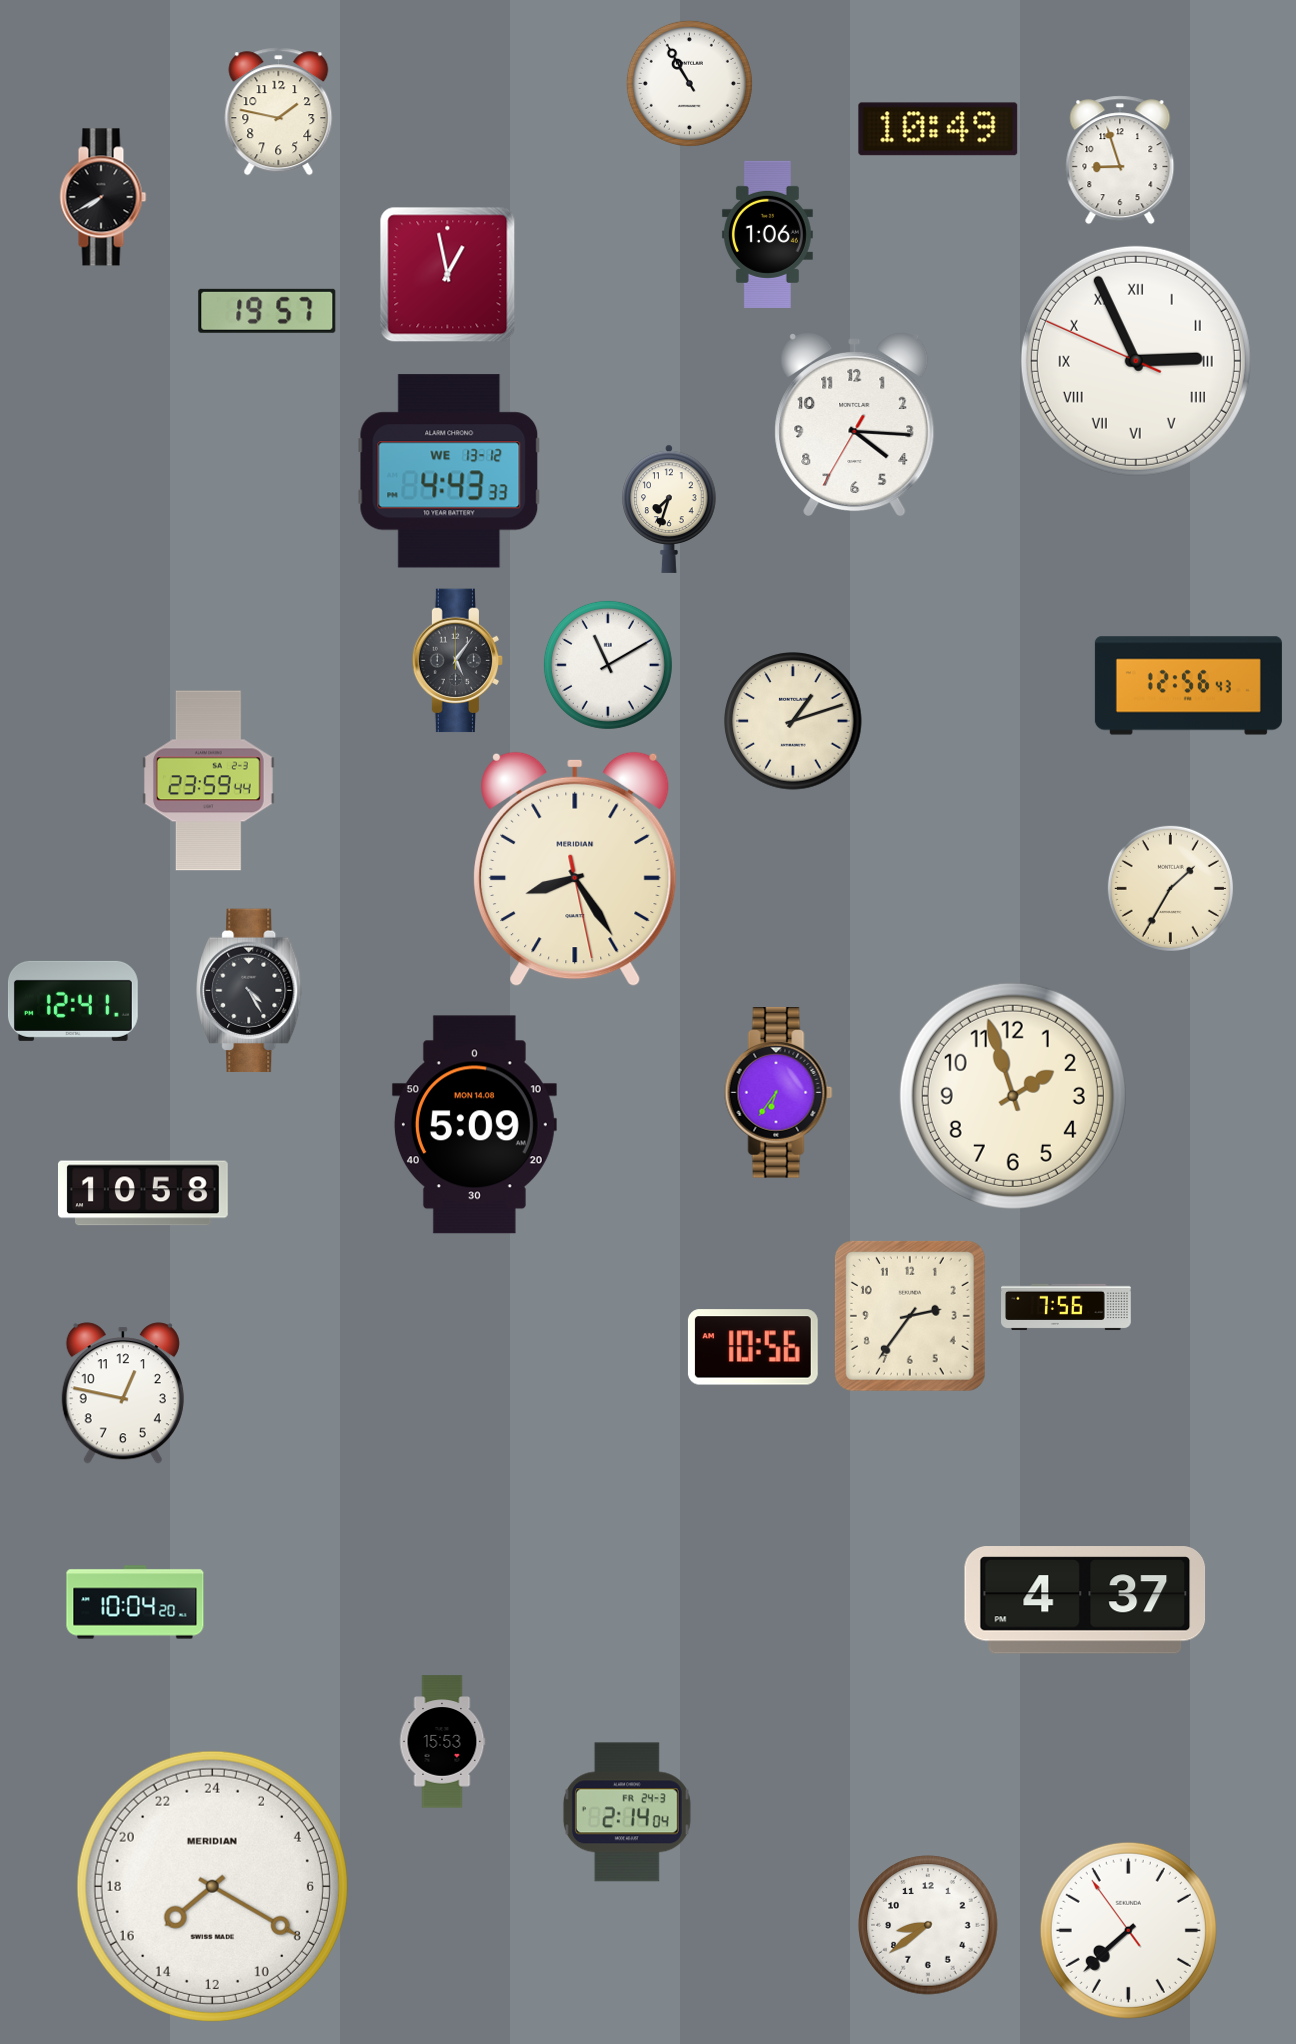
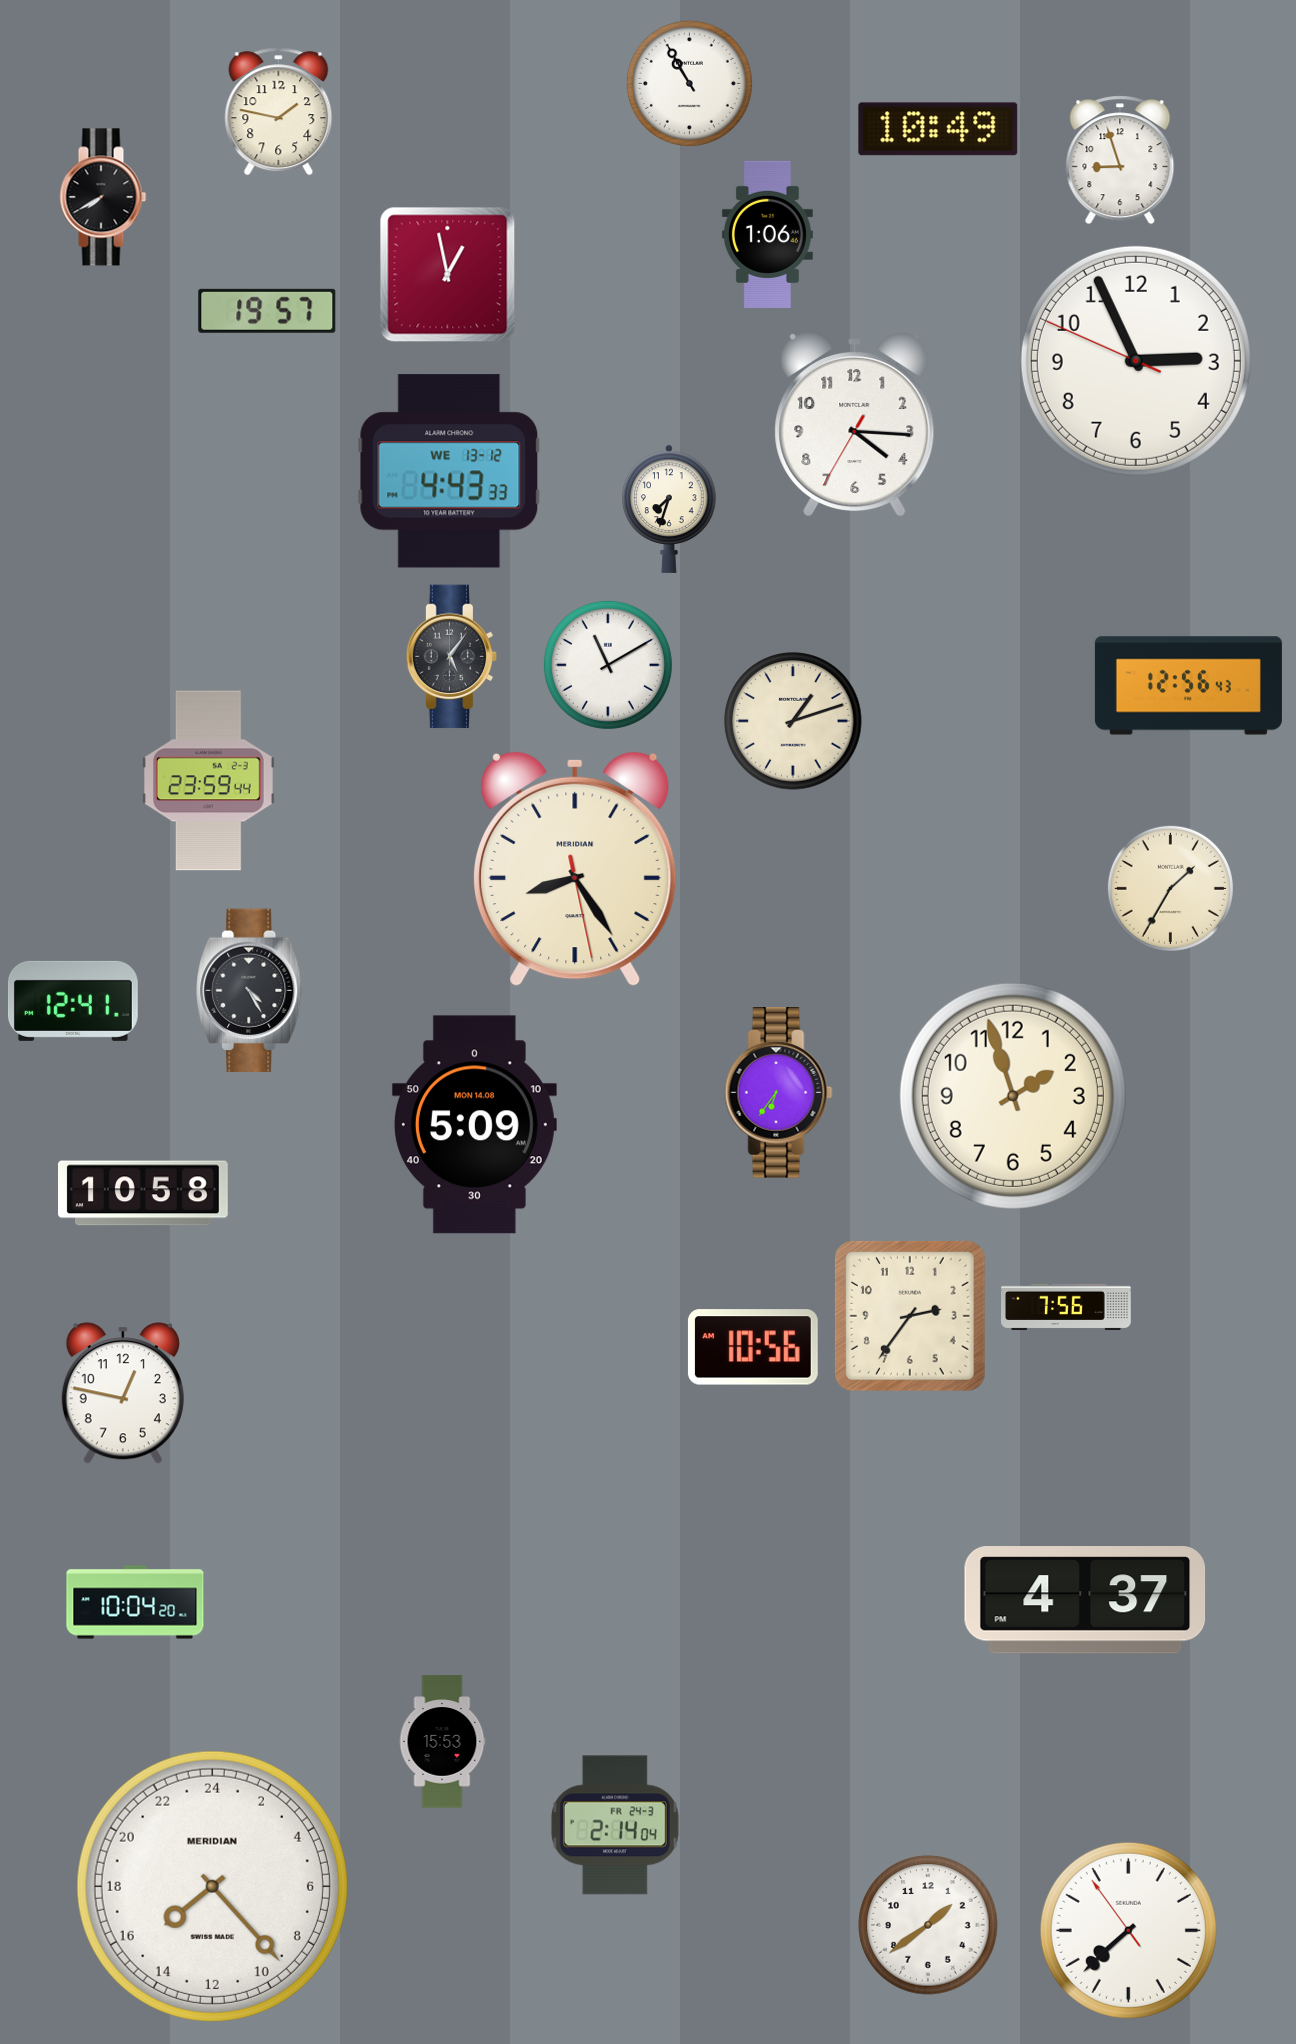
clock at (1136, 361) numerals: Roman -> Arabic
clock at (458, 661) position: (458, 661) -> (452, 657)
clock at (627, 1812) position: (627, 1812) -> (615, 1825)
clock at (212, 1886): 15:20 -> 15:23
clock at (928, 1925): 8:39 -> 1:39
